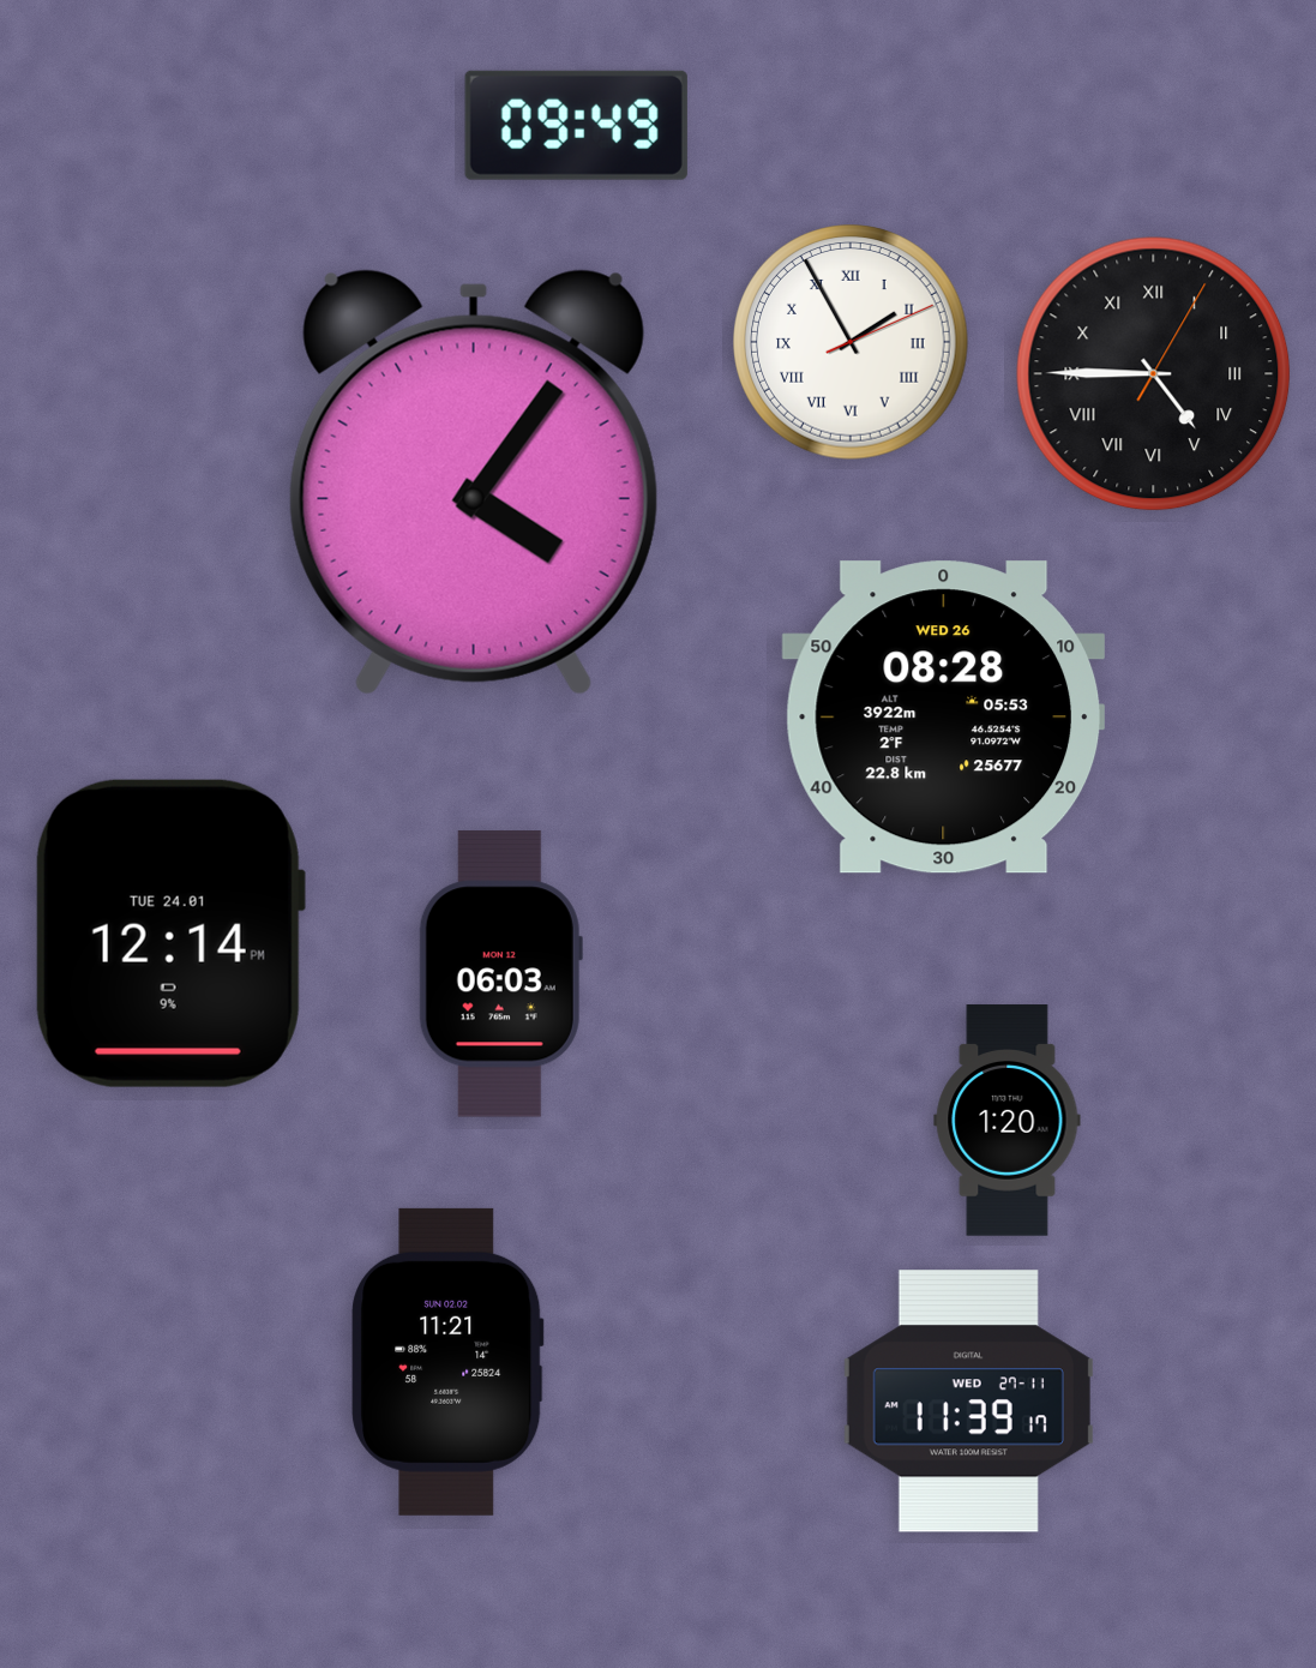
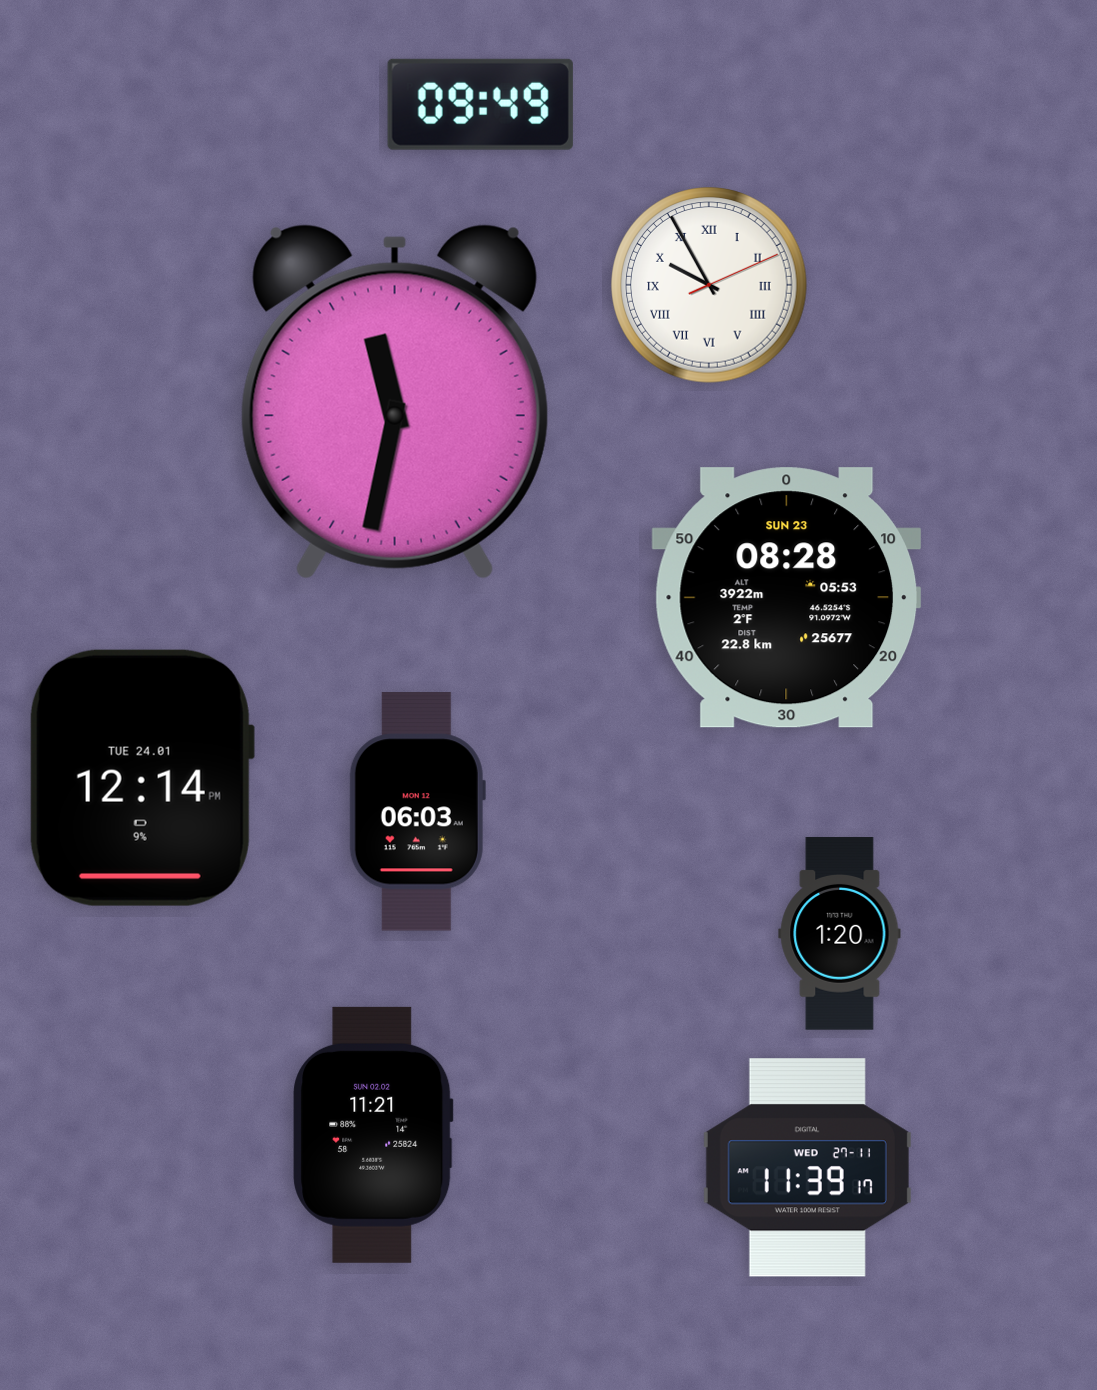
clock at (851, 342): 1:55 -> 9:55
clock at (1154, 374): 4:45 -> none
clock at (474, 482): 4:06 -> 11:32
clock at (944, 718) date: WED 26 -> SUN 23
